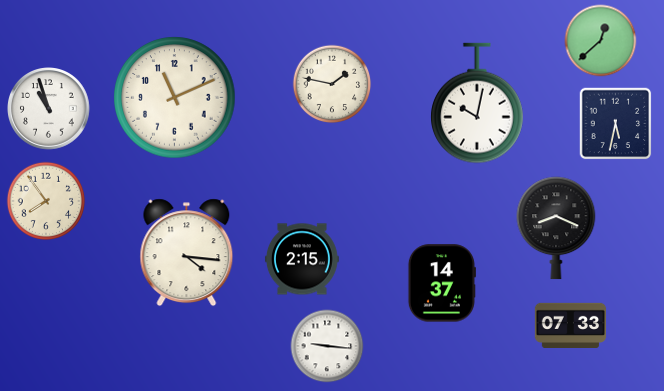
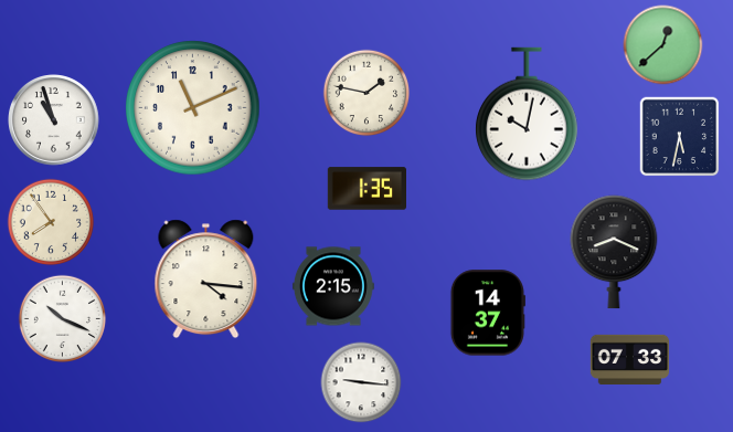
clock at (366, 189): none -> 1:35
clock at (62, 318): none -> 10:19
